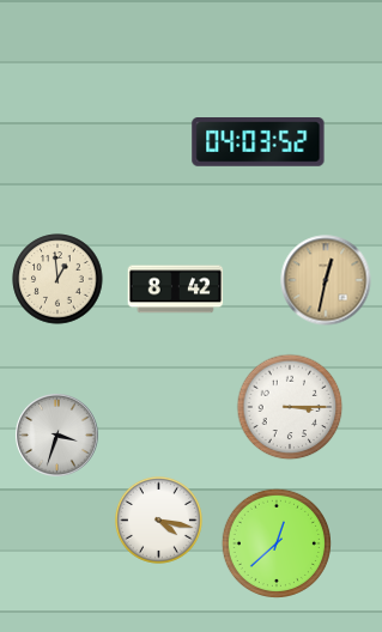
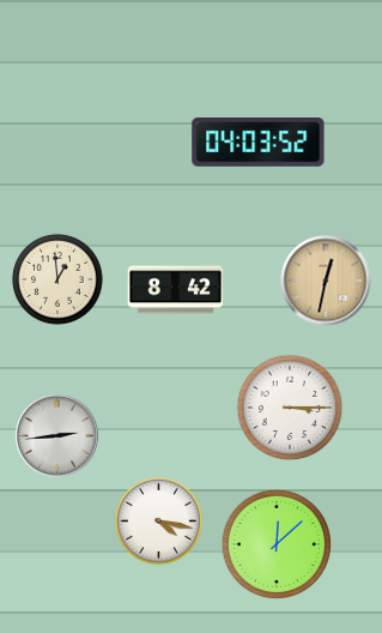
clock at (57, 436): 3:33 -> 2:44
clock at (275, 542): 12:38 -> 12:08
